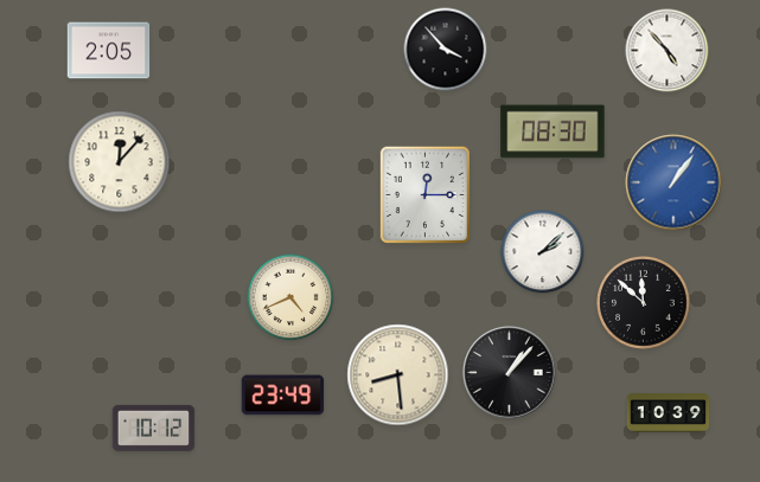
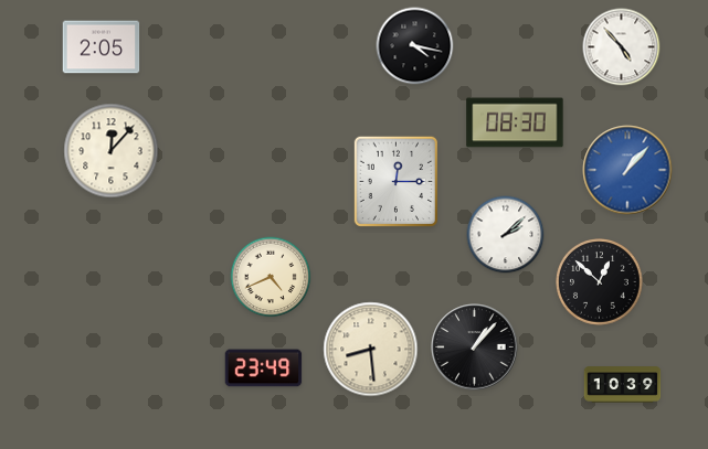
clock at (446, 50): 3:53 -> 4:17
clock at (673, 182): 1:06 -> 1:07
clock at (644, 303): 11:52 -> 12:52
clock at (154, 428): 10:12 -> none
